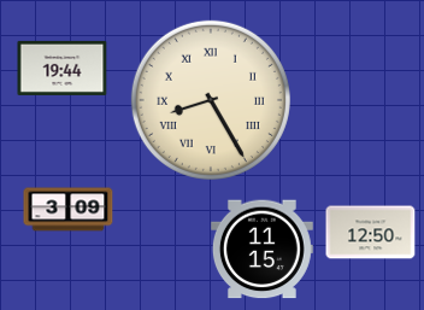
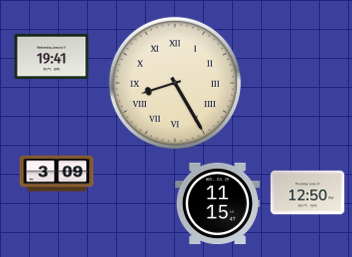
clock at (63, 68): 19:44 -> 19:41
clock at (261, 250) position: (261, 250) -> (217, 204)
